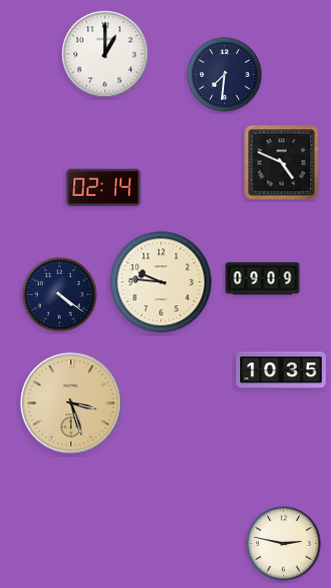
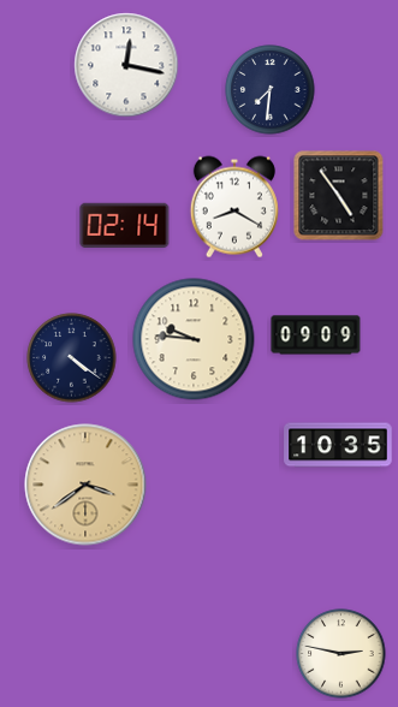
clock at (105, 54): 1:00 -> 12:17
clock at (282, 163): 4:49 -> 4:54
clock at (234, 207): none -> 8:20
clock at (60, 295) position: (60, 295) -> (72, 358)
clock at (71, 403): 3:27 -> 3:39
